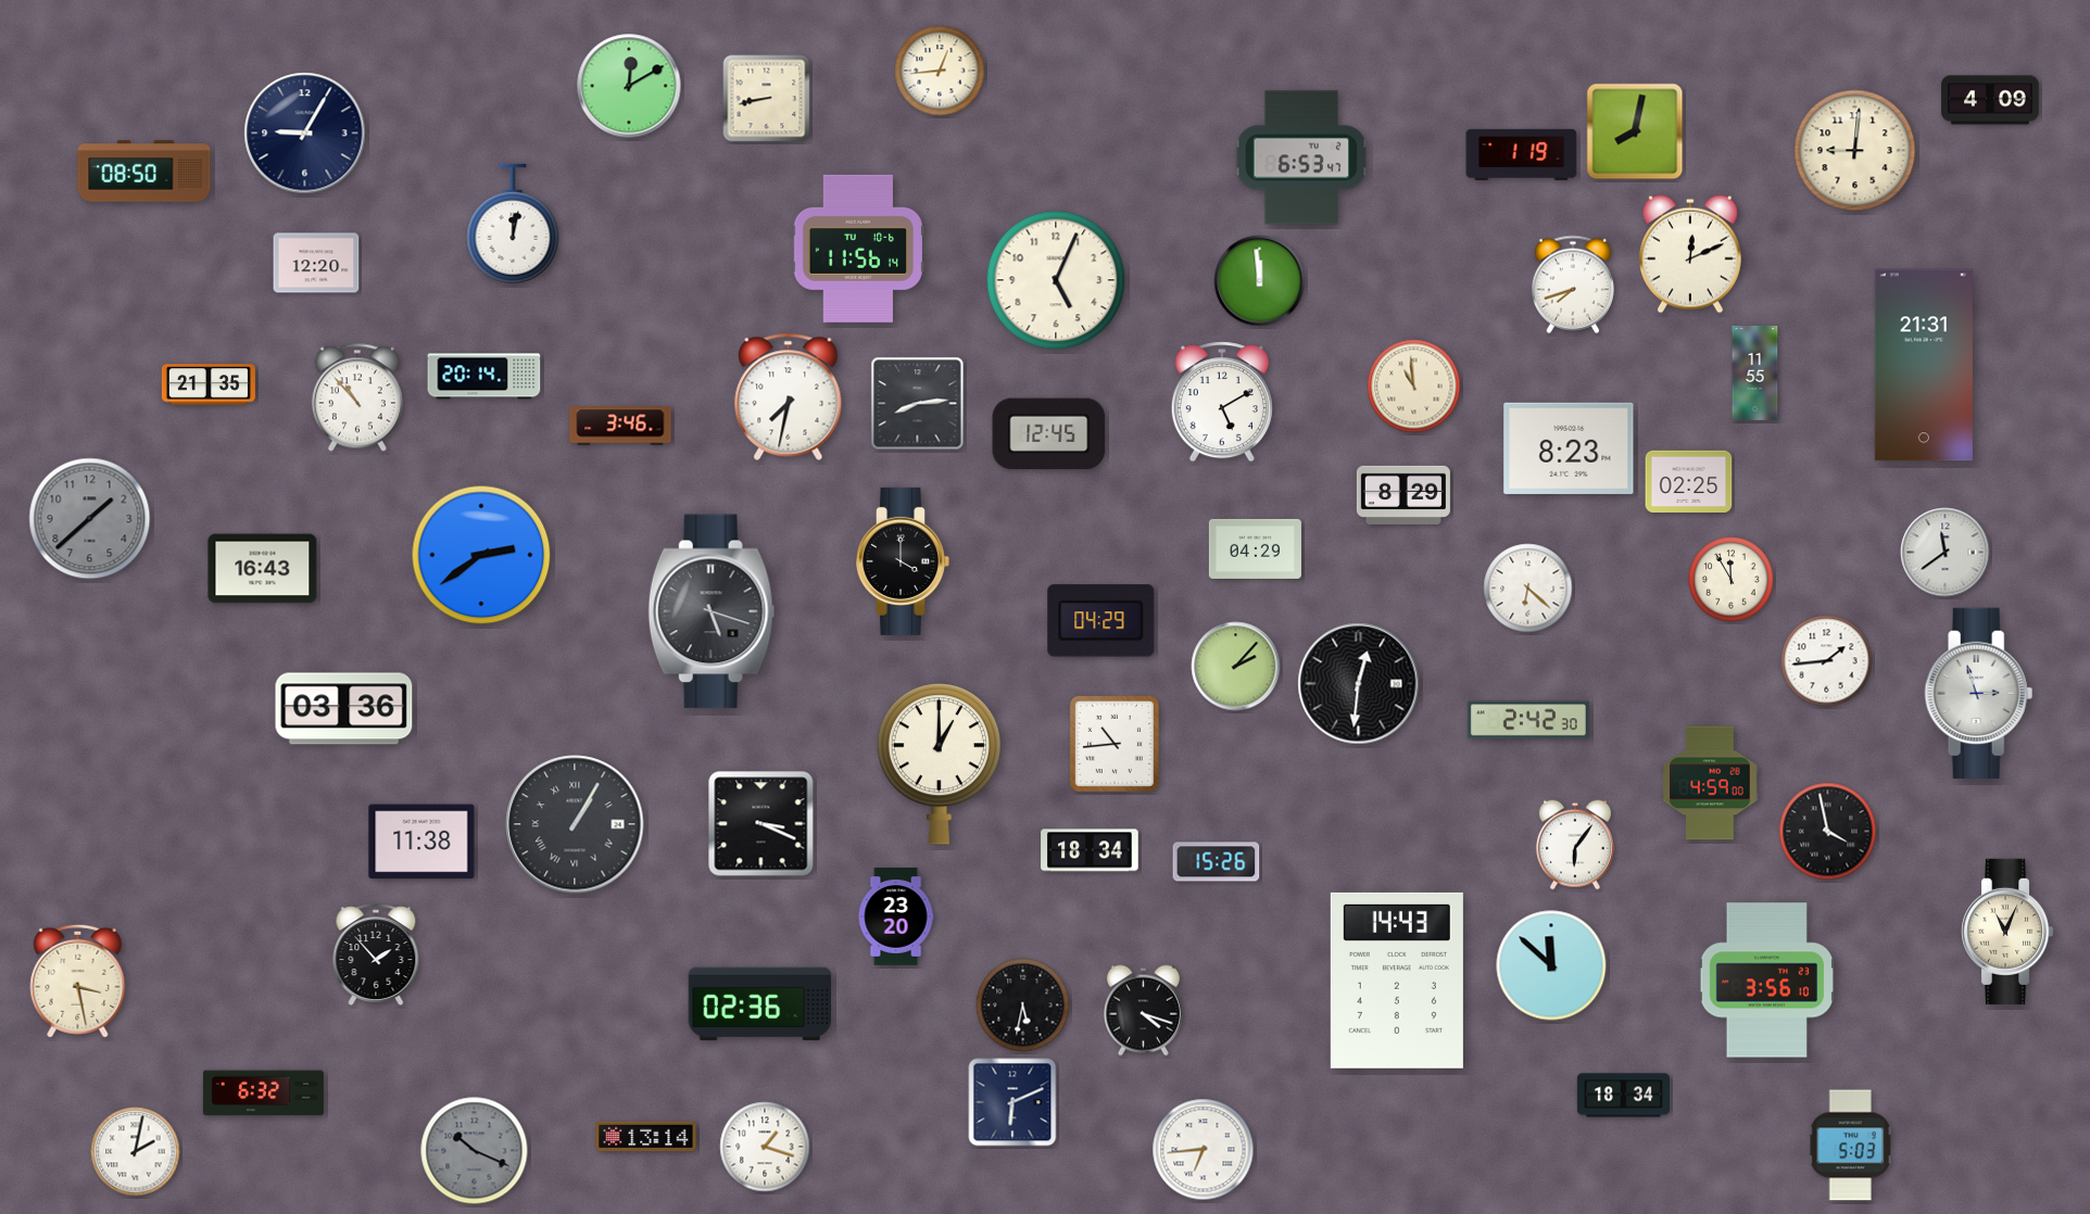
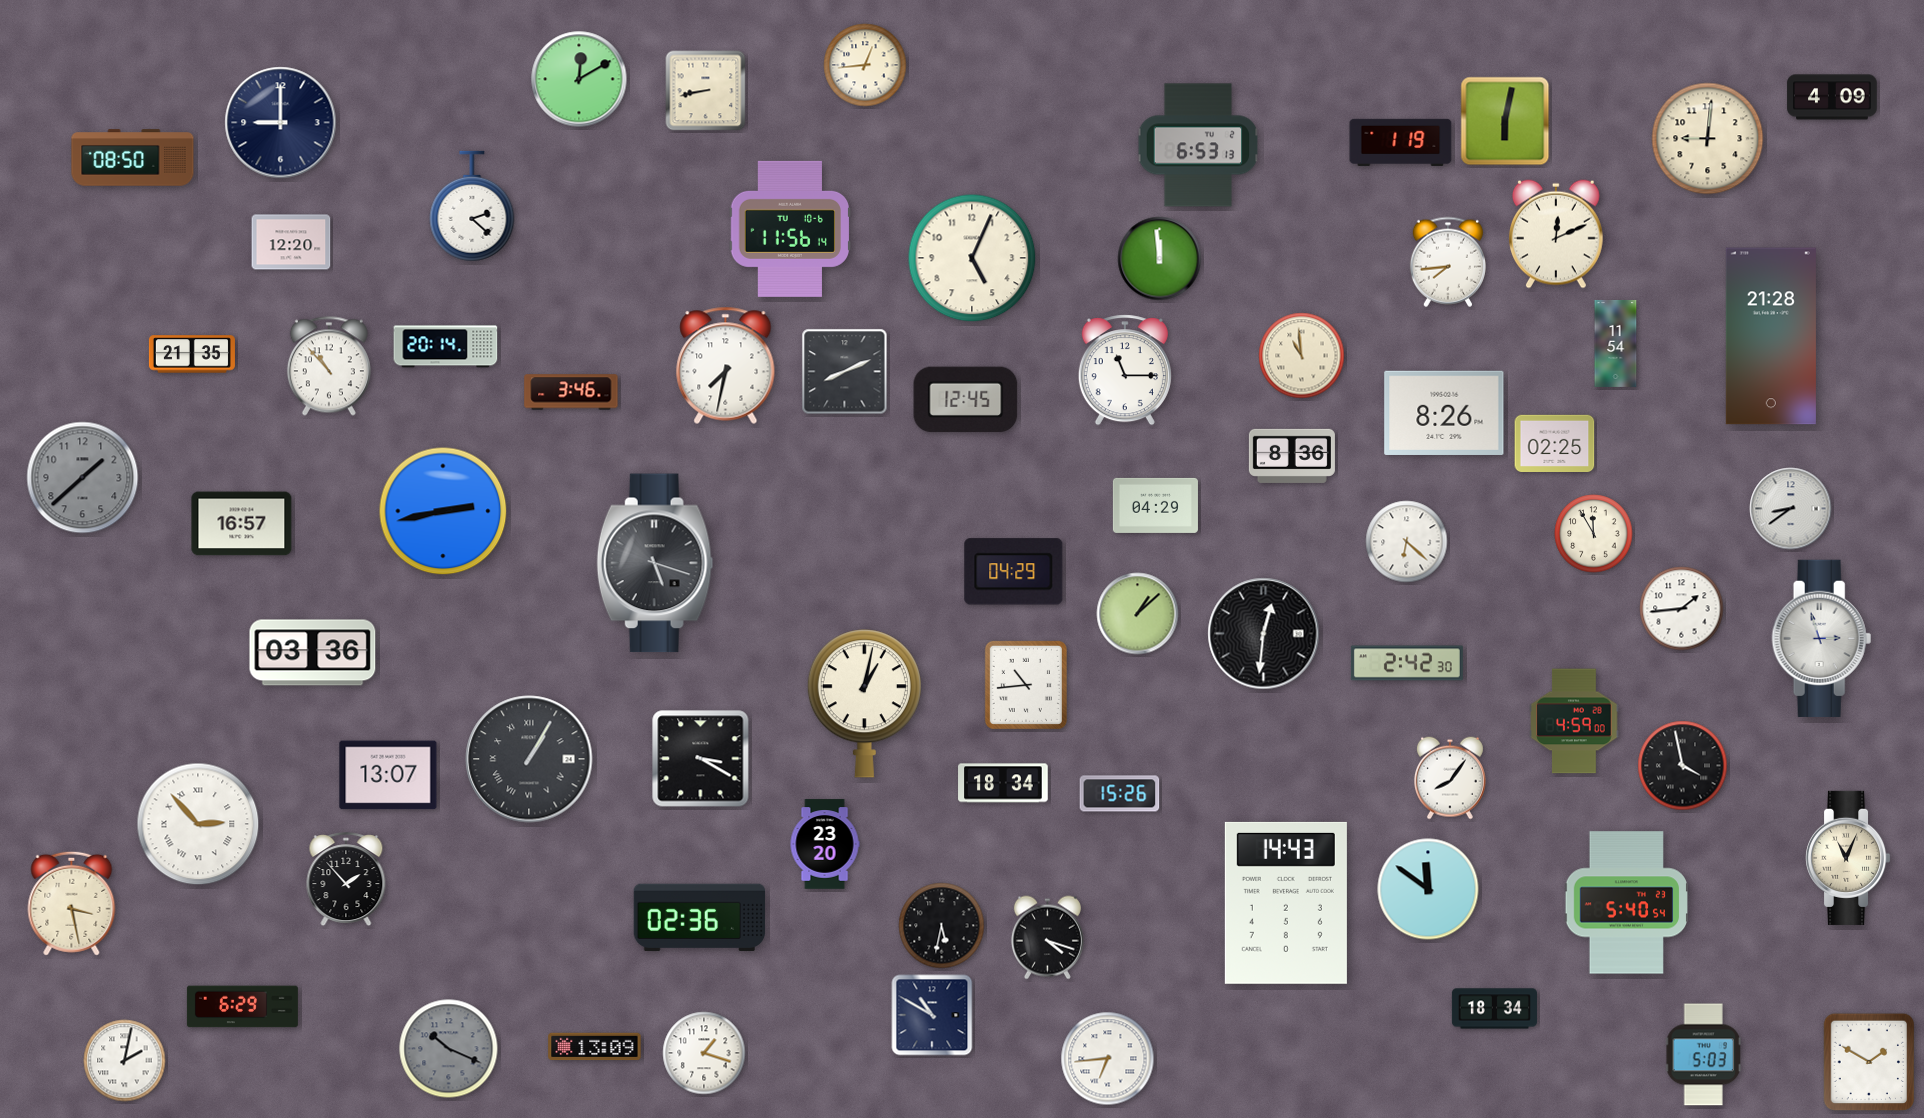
clock at (1990, 100) position: (1990, 100) -> (1832, 97)
clock at (1635, 131): 8:02 -> 6:02
clock at (305, 134): 9:05 -> 9:00
clock at (1301, 157): 6:53:47 -> 6:53:13
clock at (513, 224): 12:02 -> 2:22
clock at (1573, 284): 7:42 -> 7:44
clock at (1924, 365): 21:31 -> 21:28
clock at (1755, 372): 11:55 -> 11:54
clock at (1222, 402): 5:10 -> 11:15
clock at (918, 404): 8:14 -> 8:11
clock at (1569, 448): 8:23 -> 8:26
clock at (1403, 495): 8:29 -> 8:36
clock at (1946, 553): 11:39 -> 8:39
clock at (481, 555): 2:39 -> 2:43
clock at (903, 561): 4:00 -> none
clock at (263, 569): 16:43 -> 16:57
clock at (1236, 667): 2:07 -> 1:08
clock at (1359, 684) position: (1359, 684) -> (1264, 634)
clock at (344, 709) position: (344, 709) -> (313, 653)
clock at (939, 764): 1:00 -> 1:02
clock at (761, 824): 3:19 -> 3:20
clock at (421, 842): 11:38 -> 13:07
clock at (1575, 845): 6:06 -> 8:06
clock at (198, 824): none -> 2:53
clock at (1551, 965): 11:52 -> 11:51
clock at (1767, 981): 3:56 -> 5:40
clock at (760, 1004) position: (760, 1004) -> (700, 918)
clock at (1143, 1011) position: (1143, 1011) -> (1047, 938)
clock at (263, 1093): 6:32 -> 6:29
clock at (1012, 1102): 6:11 -> 10:50
clock at (646, 1137): 13:14 -> 13:09
clock at (765, 1147) position: (765, 1147) -> (704, 1053)
clock at (475, 1151) position: (475, 1151) -> (449, 1049)
clock at (1869, 1062): none -> 1:50
